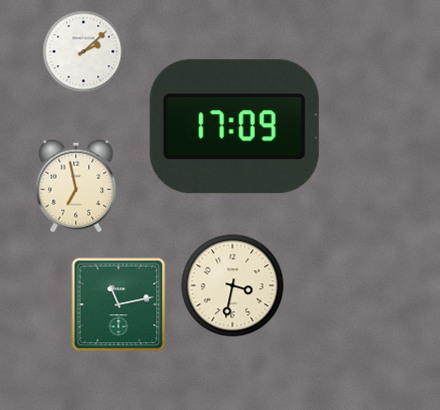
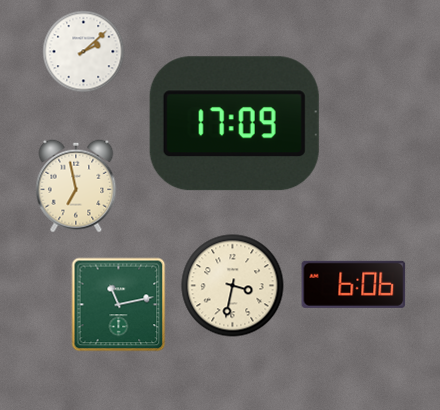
clock at (234, 127) position: (234, 127) -> (234, 124)
clock at (354, 284): none -> 6:06
